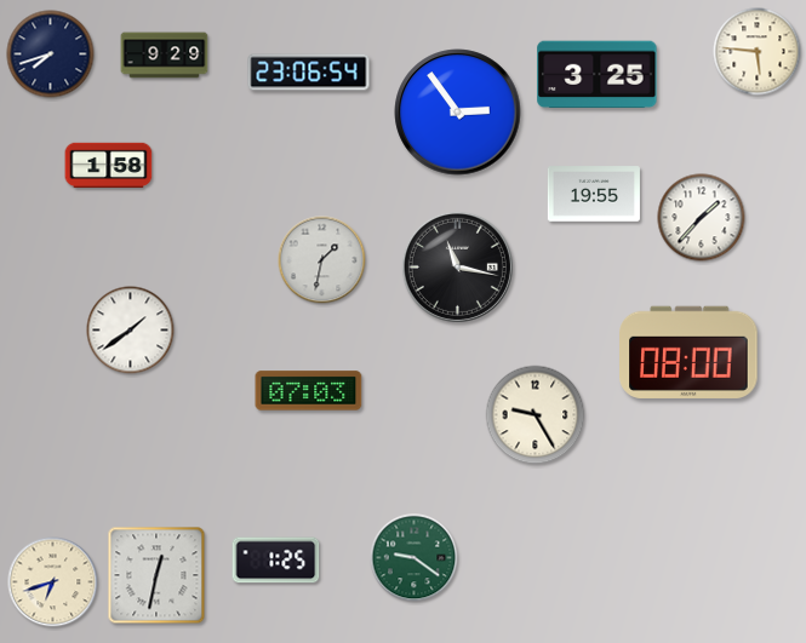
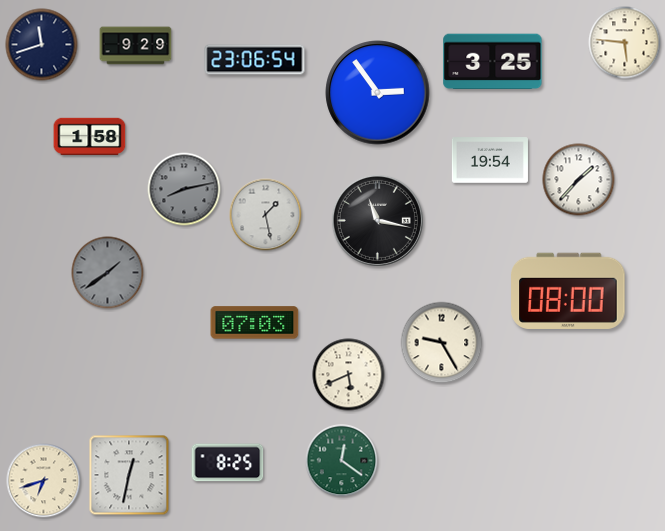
clock at (51, 54): 7:42 -> 11:42
clock at (594, 194): 19:55 -> 19:54
clock at (184, 189): none -> 8:13
clock at (322, 260): 1:32 -> 1:28
clock at (131, 331) dial: white -> grey
clock at (349, 375): none -> 5:41
clock at (415, 558): 9:21 -> 12:21
clock at (276, 561): 1:25 -> 8:25
